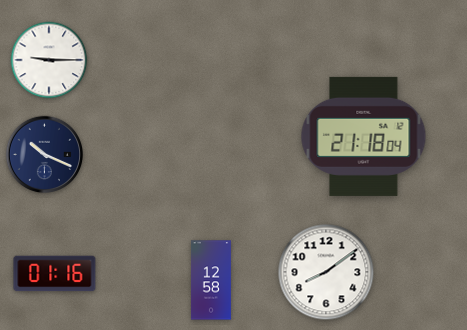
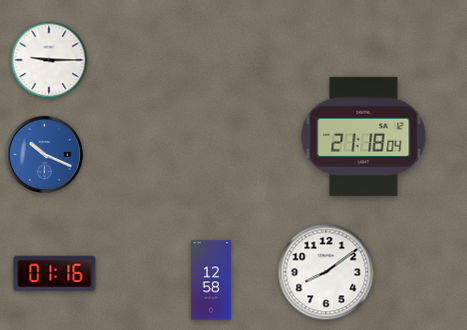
clock at (45, 155) dial: navy -> blue
